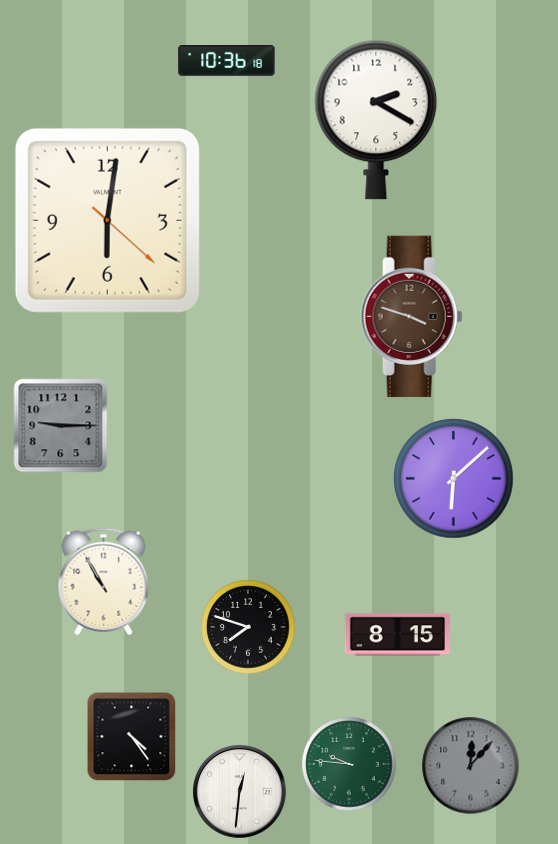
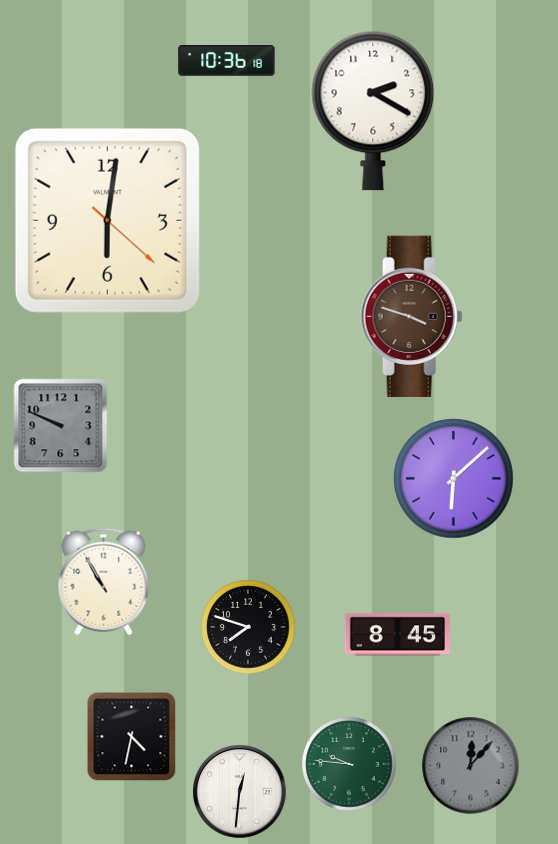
clock at (376, 120) position: (376, 120) -> (373, 111)
clock at (61, 426): 9:15 -> 9:49
clock at (397, 635): 8:15 -> 8:45
clock at (132, 737): 4:24 -> 4:32
